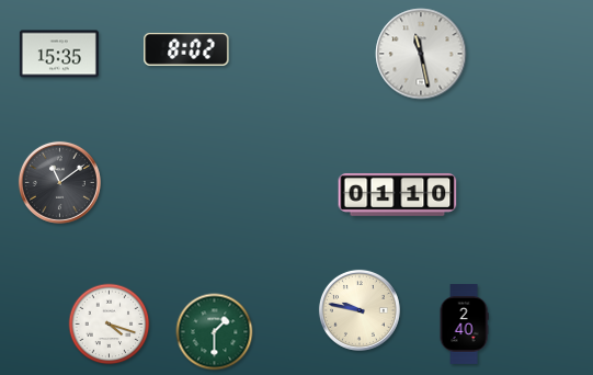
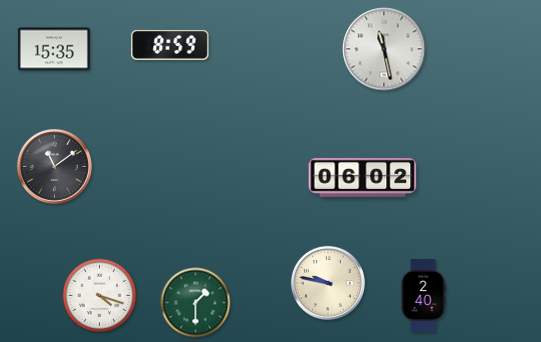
clock at (186, 49): 8:02 -> 8:59
clock at (398, 194): 01:10 -> 06:02
